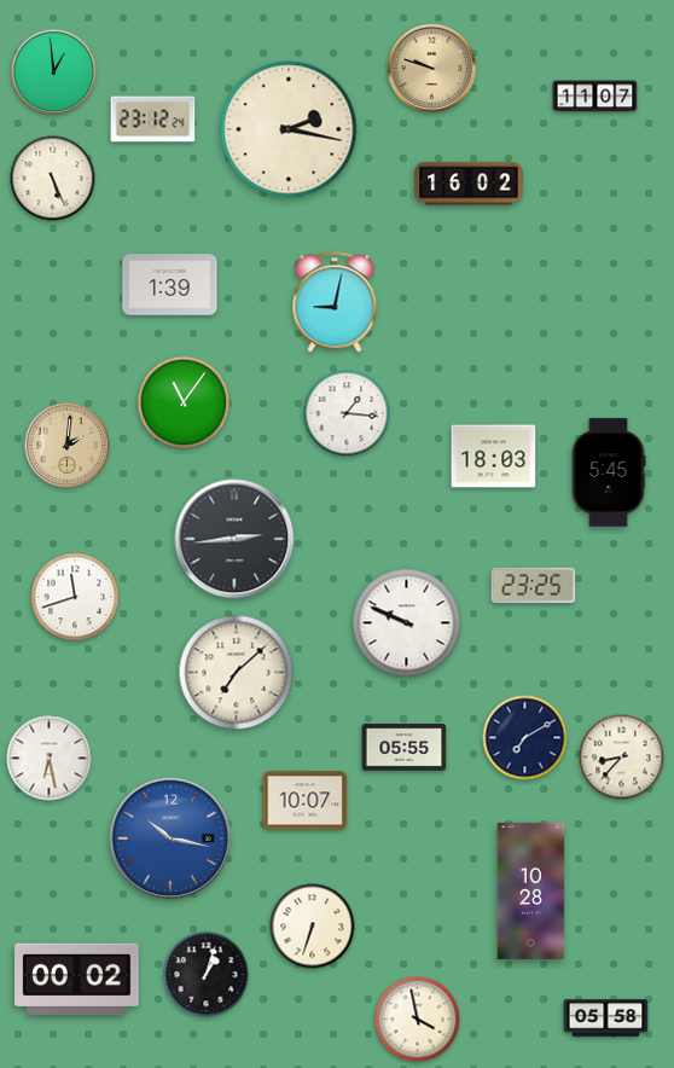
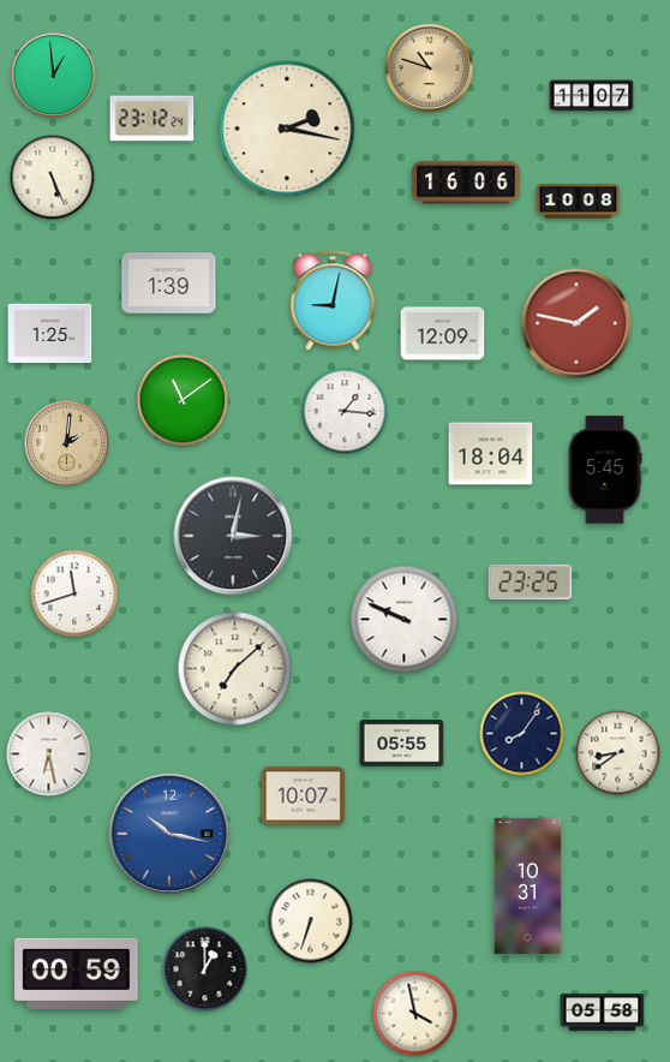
clock at (432, 69): 9:48 -> 10:48
clock at (54, 72) position: (54, 72) -> (54, 76)
clock at (469, 184): 16:02 -> 16:06
clock at (579, 202): none -> 10:08
clock at (576, 323): none -> 1:47
clock at (50, 334): none -> 1:25
clock at (443, 334): none -> 12:09
clock at (184, 402): 11:06 -> 11:09
clock at (494, 457): 18:03 -> 18:04
clock at (234, 539): 2:44 -> 3:02
clock at (525, 738): 7:10 -> 8:06
clock at (622, 758): 8:37 -> 8:39
clock at (531, 890): 10:28 -> 10:31
clock at (207, 975): 1:03 -> 1:00
clock at (77, 979): 00:02 -> 00:59
